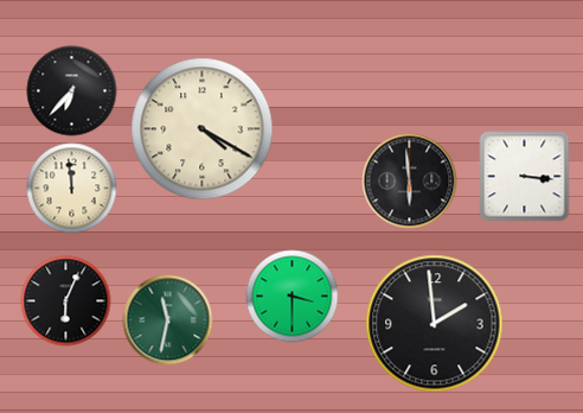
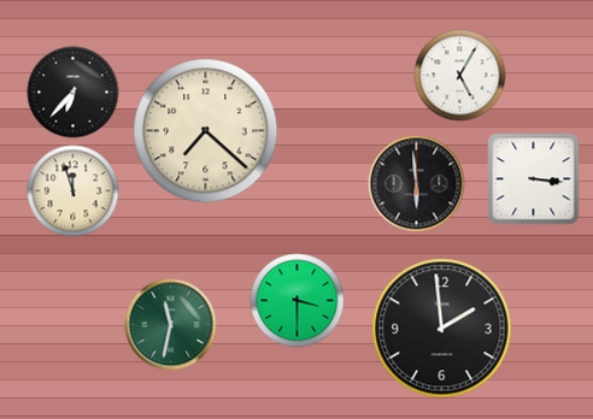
clock at (460, 76): none -> 5:05
clock at (203, 129): 4:20 -> 7:22
clock at (72, 189): 11:59 -> 11:57
clock at (66, 301): 6:04 -> none
